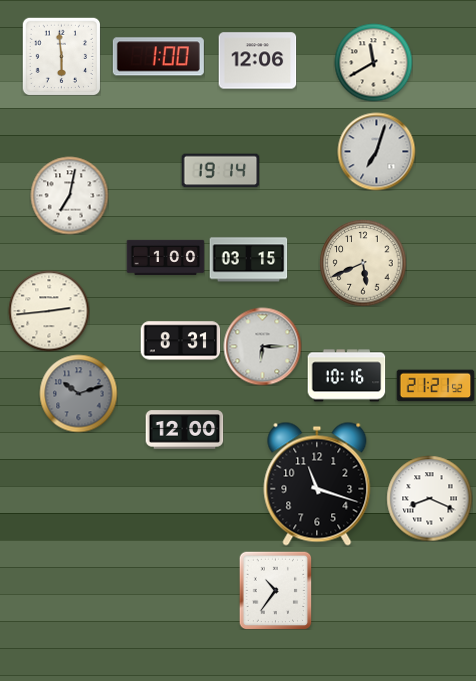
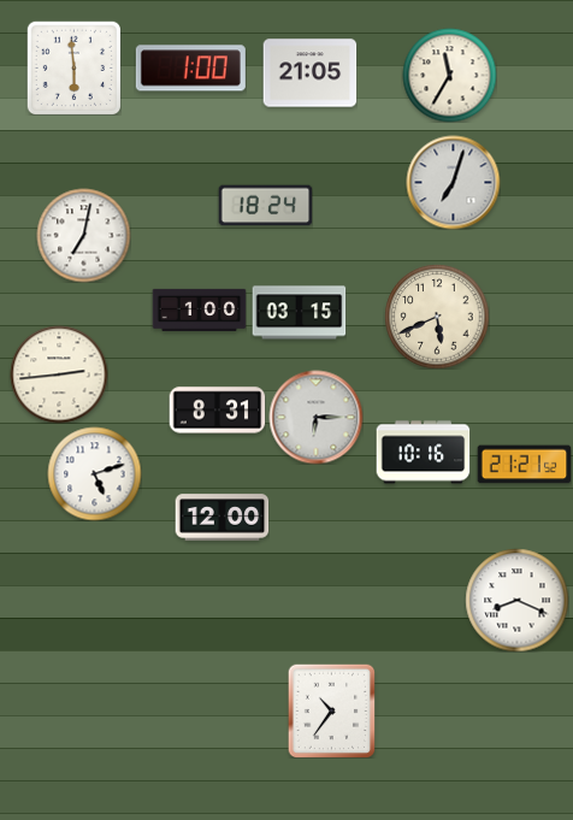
clock at (257, 61): 12:06 -> 21:05
clock at (373, 62): 11:40 -> 11:35
clock at (220, 171): 19:14 -> 18:24
clock at (346, 376) position: (346, 376) -> (423, 453)
clock at (78, 393): 10:12 -> 5:12
clock at (78, 393) dial: grey -> white
clock at (317, 484): 11:18 -> none
